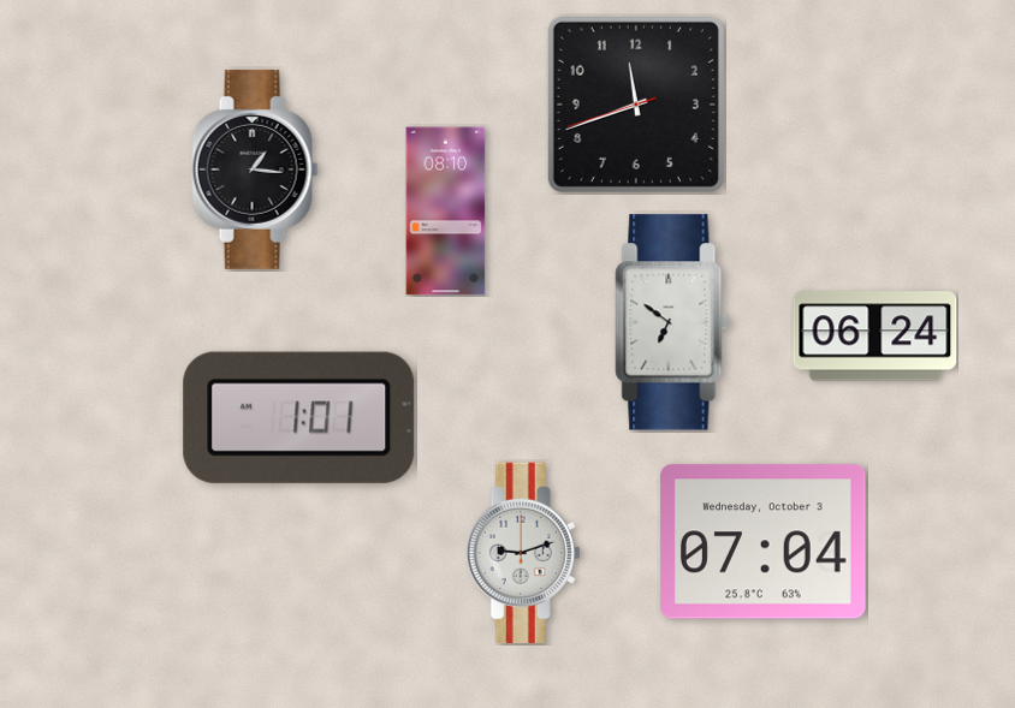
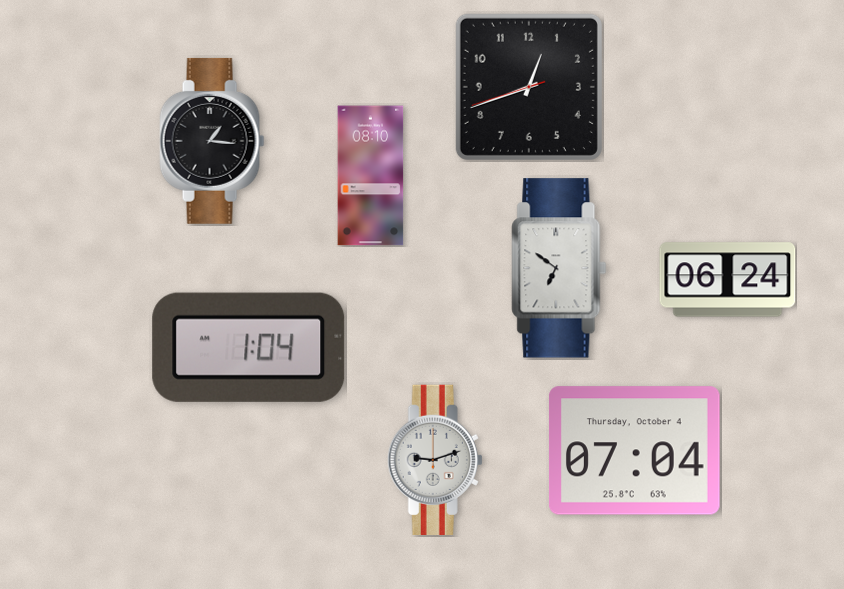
clock at (636, 105): 11:41 -> 12:41
clock at (299, 417): 1:01 -> 1:04
clock at (762, 542) date: Wednesday, October 3 -> Thursday, October 4
